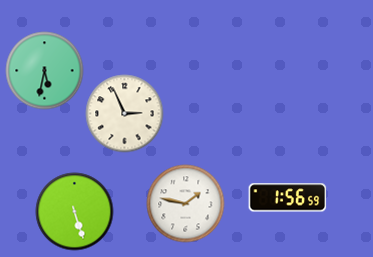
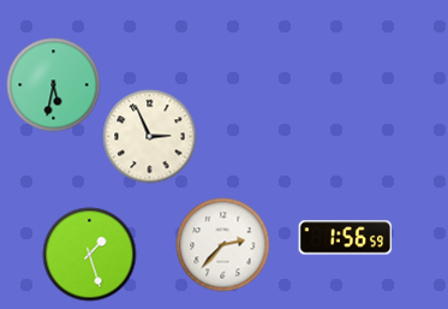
clock at (185, 203): 1:47 -> 2:37
clock at (74, 211): 5:27 -> 1:27
